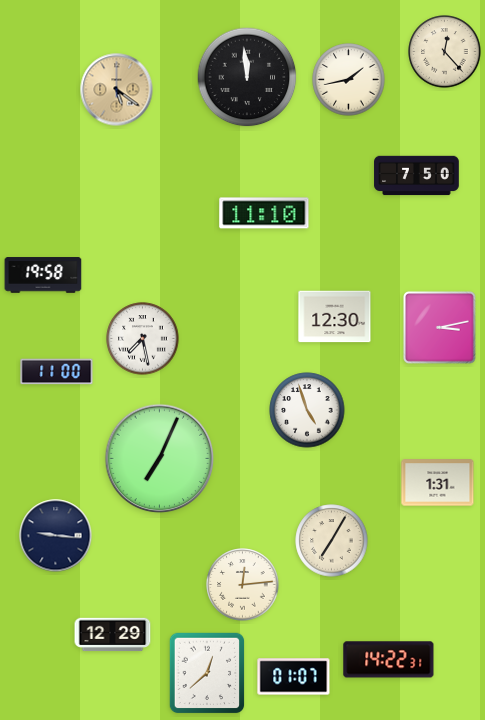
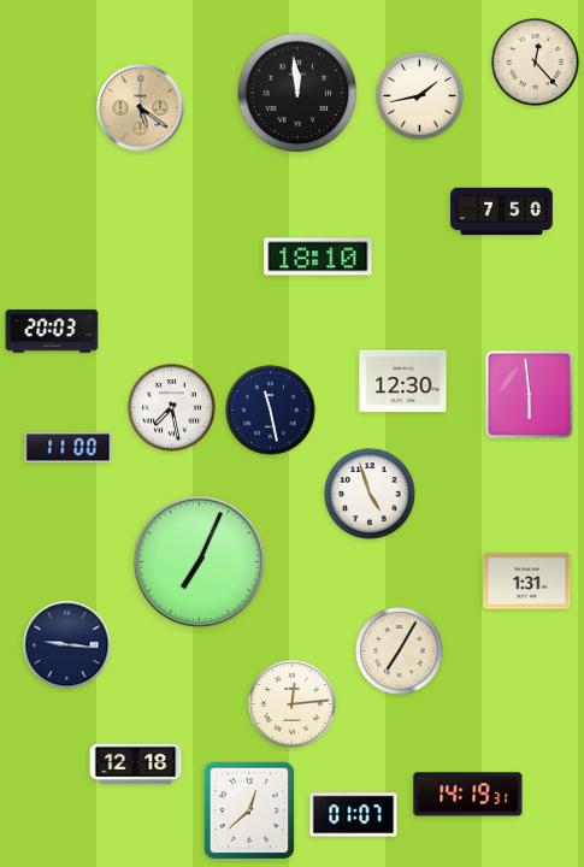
clock at (264, 213): 11:10 -> 18:10
clock at (43, 275): 19:58 -> 20:03
clock at (439, 327): 3:13 -> 5:59
clock at (271, 411): none -> 11:28
clock at (160, 459) position: (160, 459) -> (200, 562)
clock at (113, 635): 12:29 -> 12:18
clock at (389, 660): 14:22 -> 14:19
